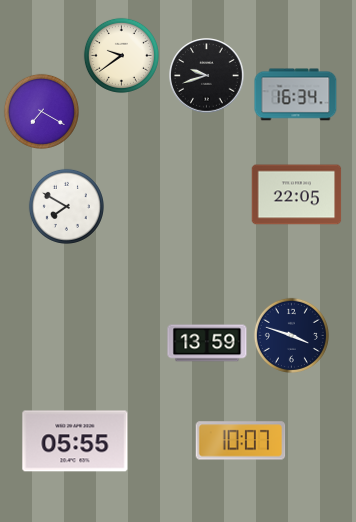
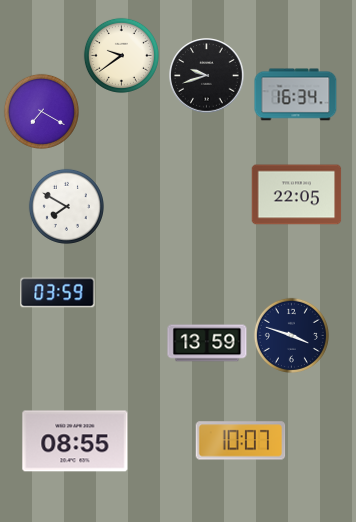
clock at (58, 293): none -> 03:59
clock at (75, 441): 05:55 -> 08:55
